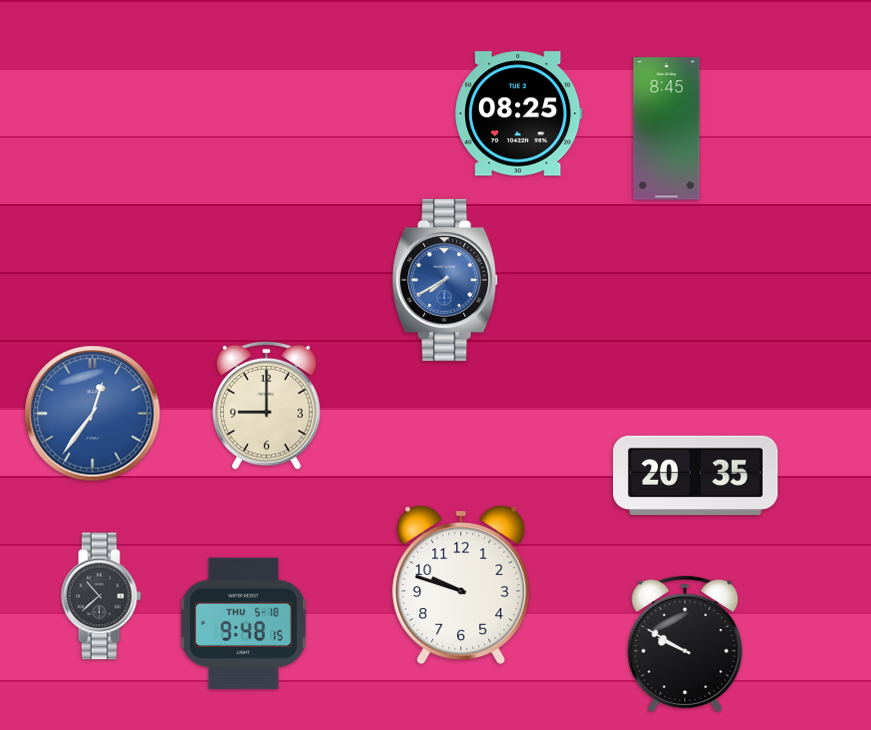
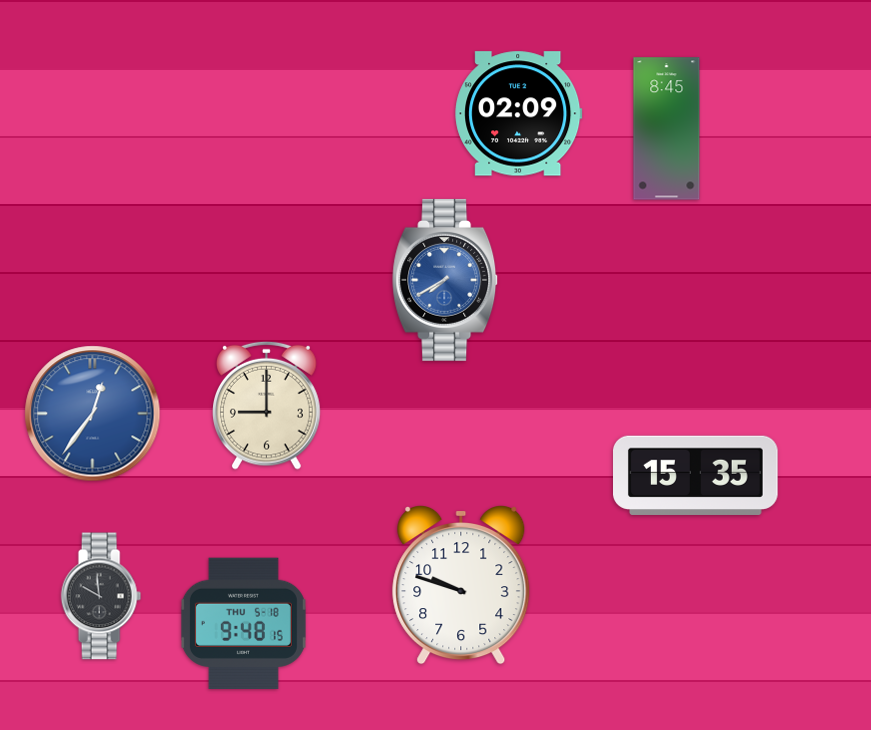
clock at (519, 114): 08:25 -> 02:09
clock at (696, 475): 20:35 -> 15:35
clock at (101, 596): 10:38 -> 9:59
clock at (685, 643): 9:50 -> none
